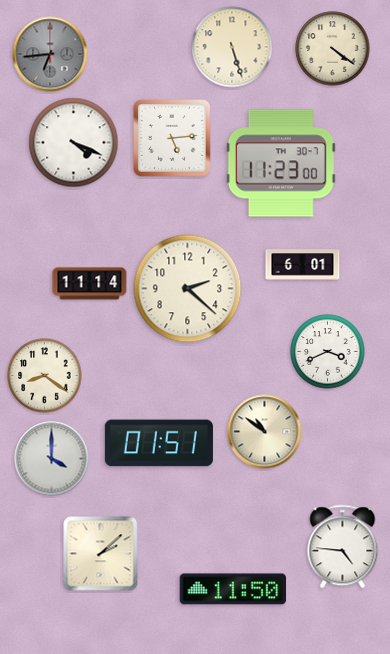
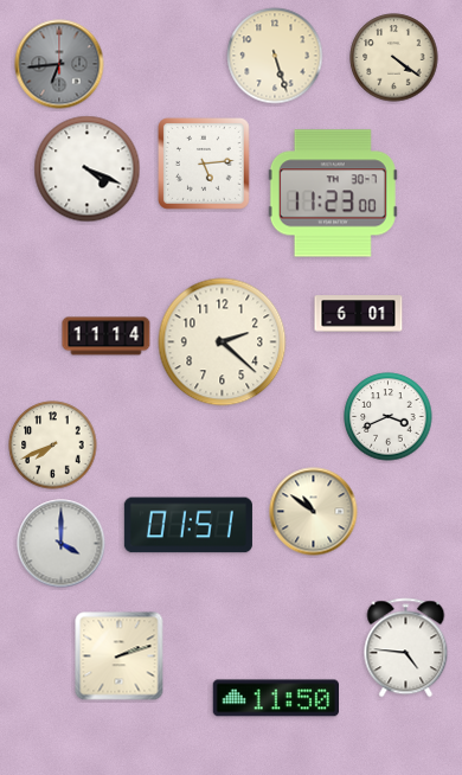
clock at (45, 376): 8:21 -> 7:41
clock at (101, 554): 2:08 -> 2:12
